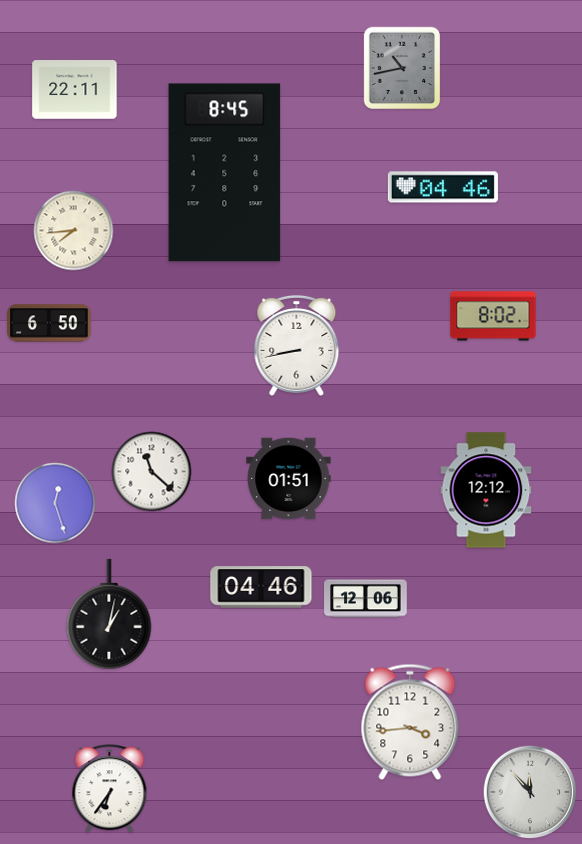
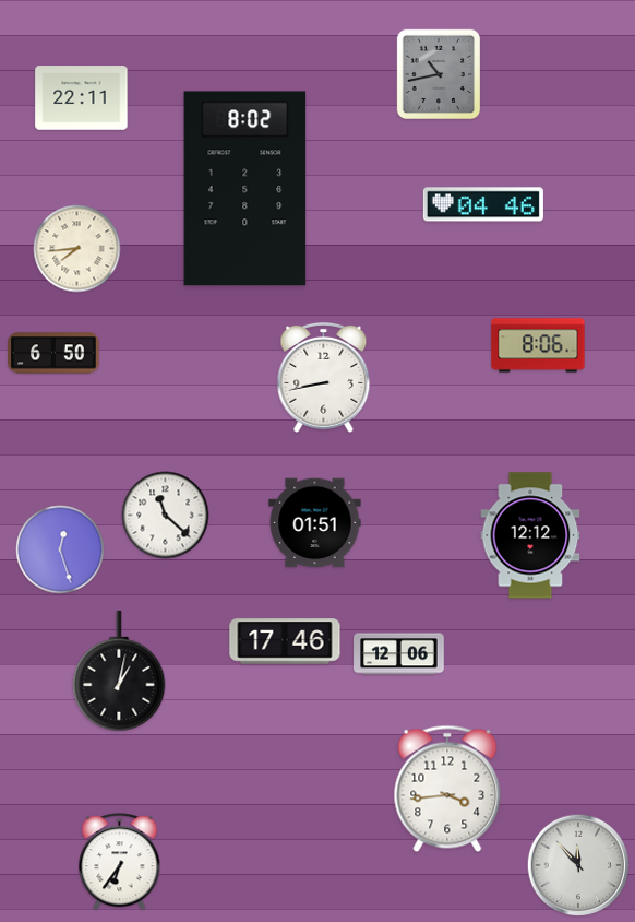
clock at (225, 173): 8:45 -> 8:02
clock at (74, 231) position: (74, 231) -> (77, 249)
clock at (493, 316): 8:02 -> 8:06
clock at (261, 587): 04:46 -> 17:46
